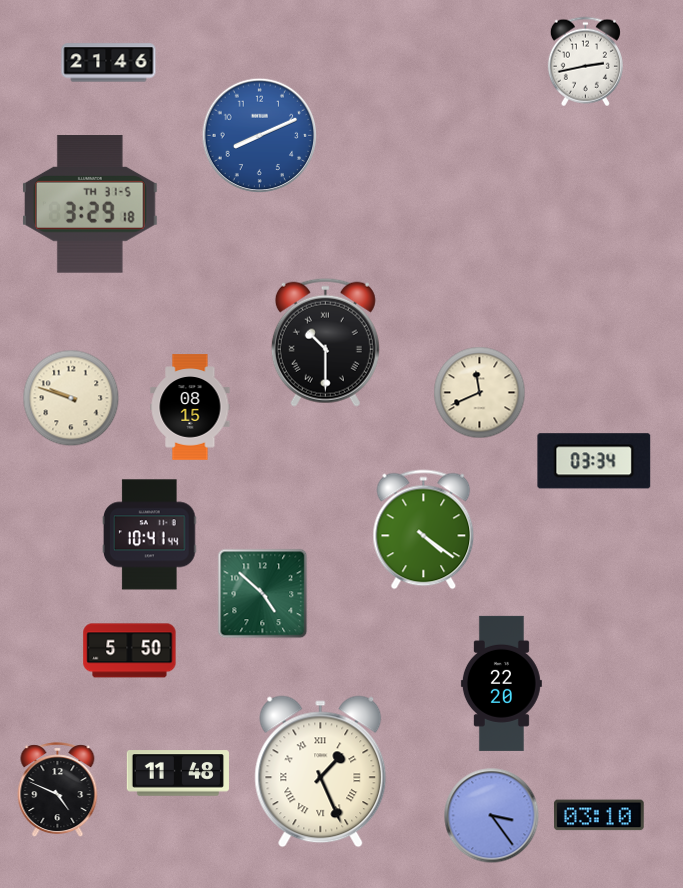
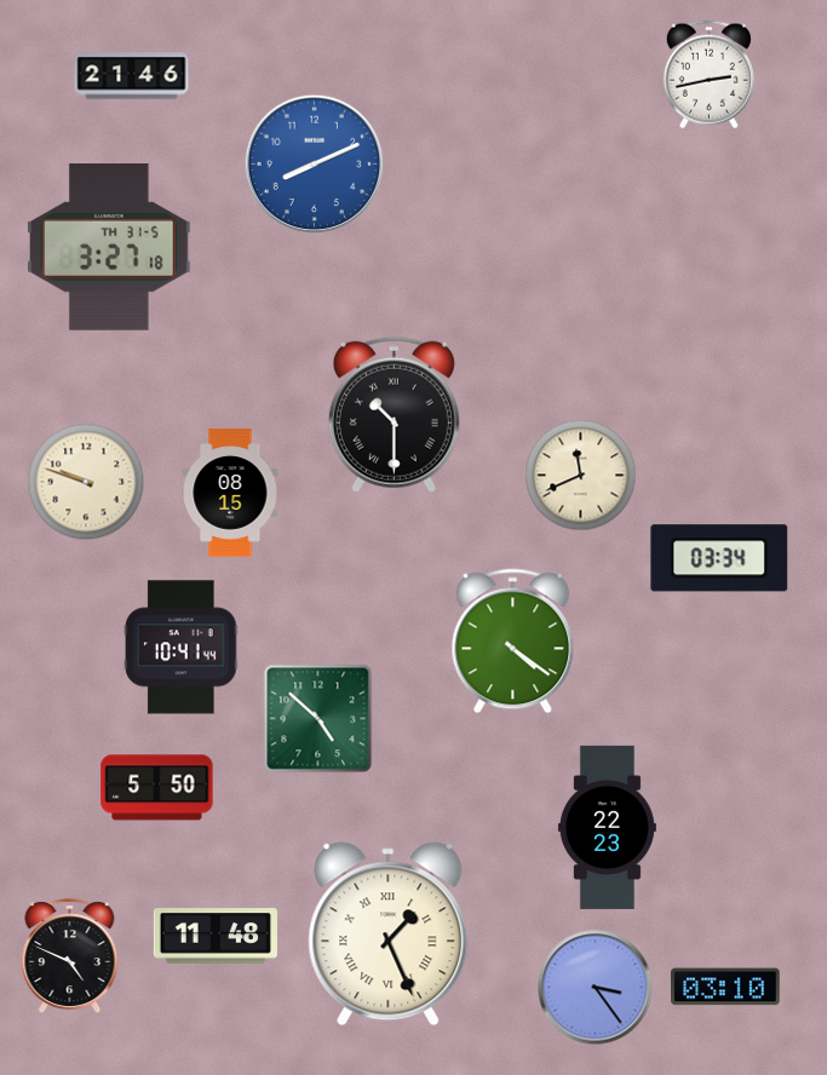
clock at (91, 205): 3:29 -> 3:27
clock at (501, 683): 22:20 -> 22:23
